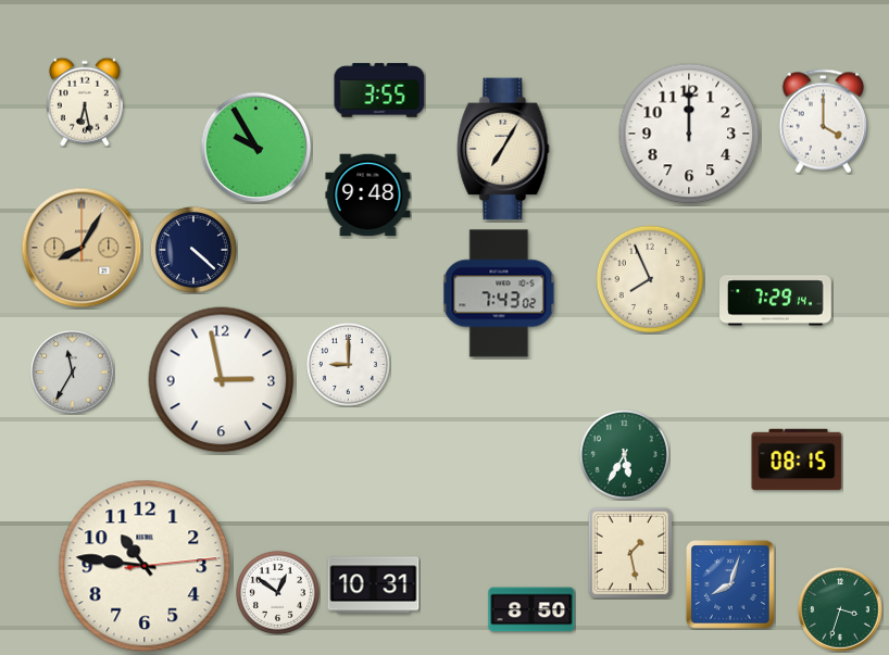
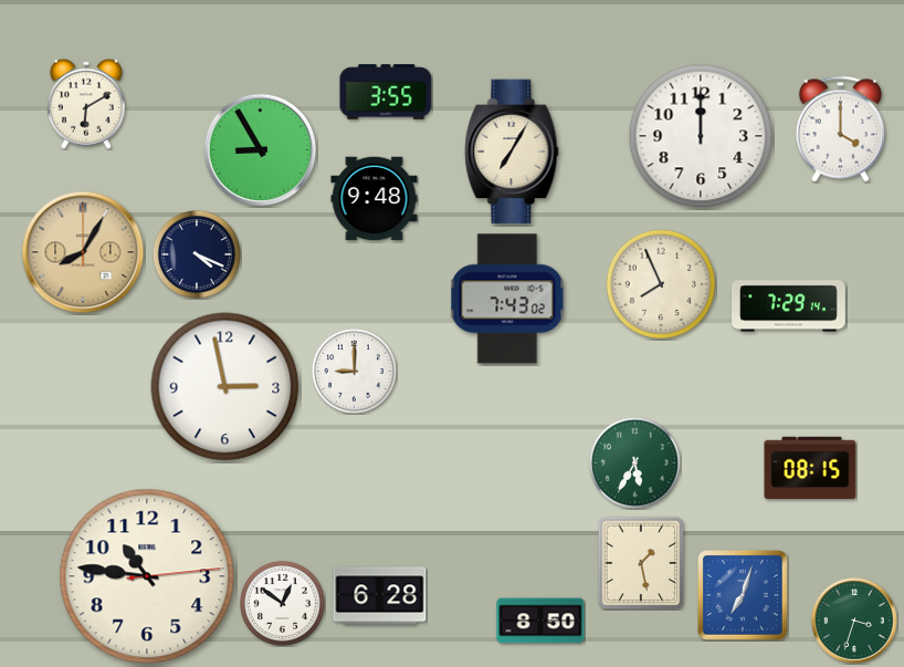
clock at (85, 102): 6:28 -> 6:10
clock at (823, 122) position: (823, 122) -> (840, 129)
clock at (256, 148): 9:55 -> 8:55
clock at (193, 250): 4:22 -> 4:19
clock at (73, 373): 11:35 -> none
clock at (730, 584): 8:03 -> 7:03
clock at (374, 585): 10:31 -> 6:28
